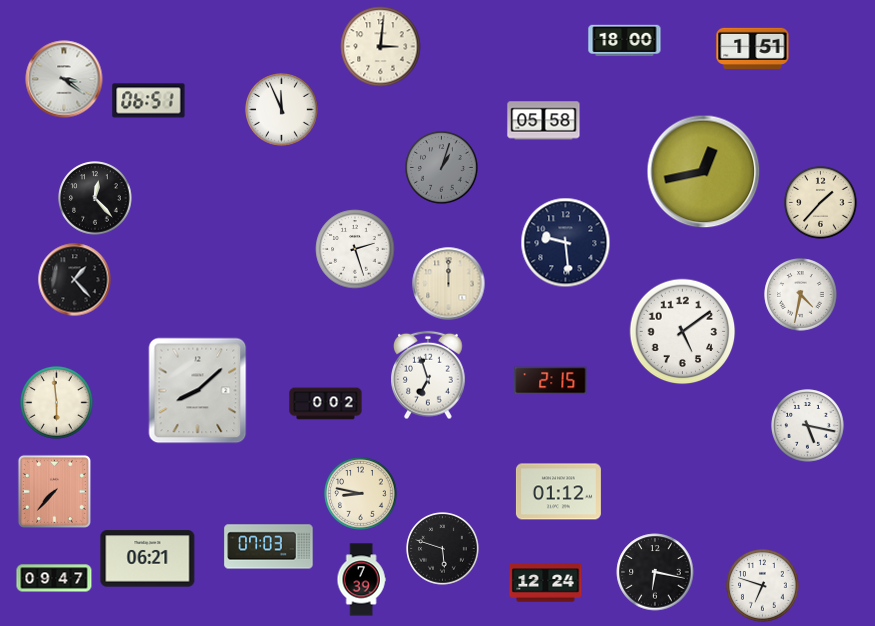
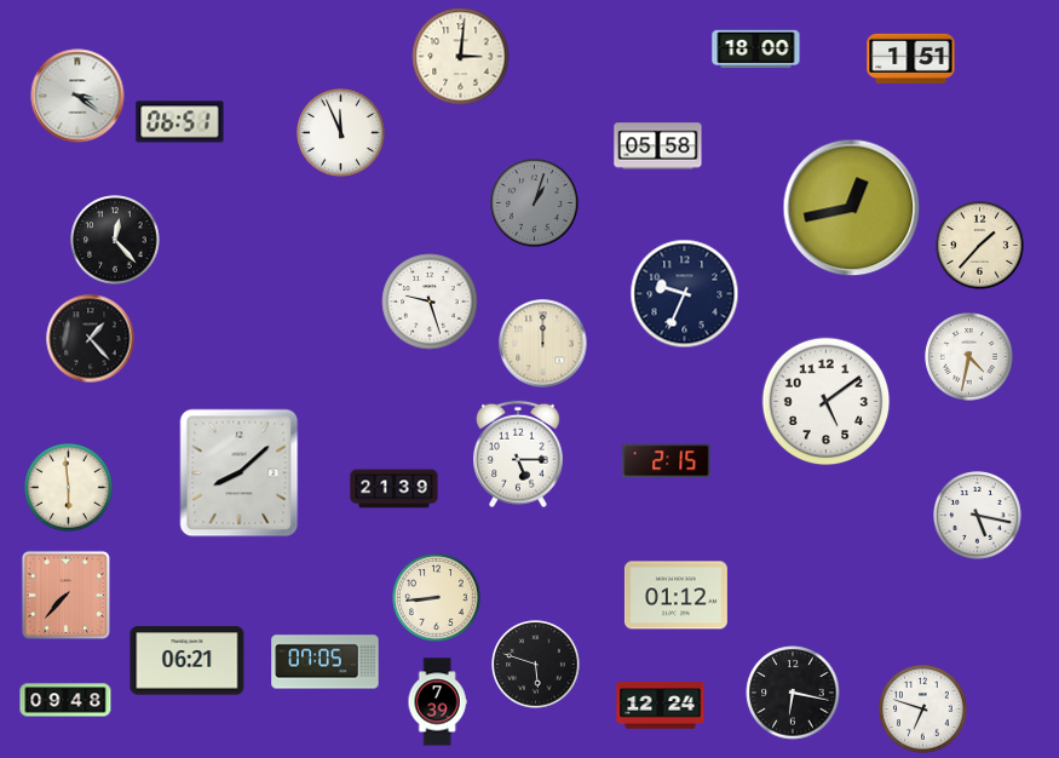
clock at (821, 203) position: (821, 203) -> (980, 246)
clock at (566, 243): 9:29 -> 9:34
clock at (355, 249): 2:27 -> 9:27
clock at (429, 375): 6:57 -> 5:15
clock at (326, 404): 0:02 -> 21:39
clock at (361, 494): 8:47 -> 8:44
clock at (269, 547): 07:03 -> 07:05
clock at (148, 559) position: (148, 559) -> (188, 661)
clock at (54, 578): 09:47 -> 09:48
